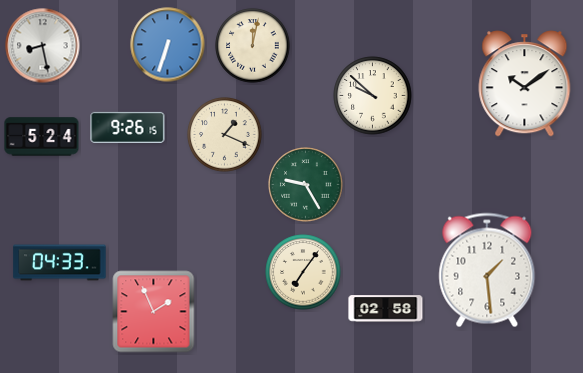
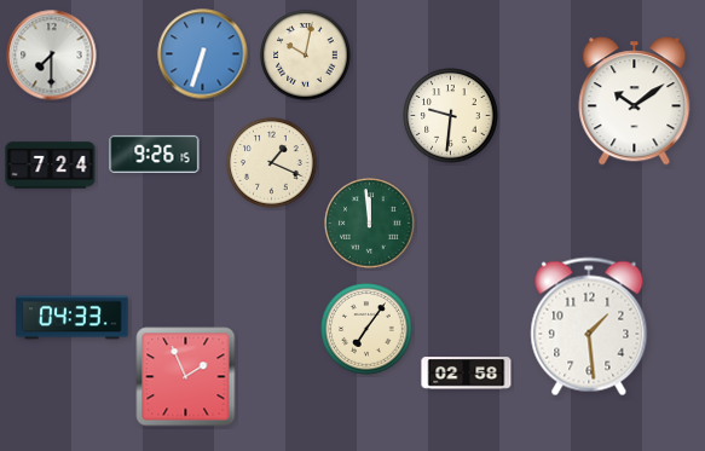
clock at (43, 46): 8:28 -> 7:30
clock at (253, 46): 12:02 -> 10:02
clock at (373, 96): 9:52 -> 9:31
clock at (42, 137): 5:24 -> 7:24
clock at (306, 185): 9:25 -> 11:59
